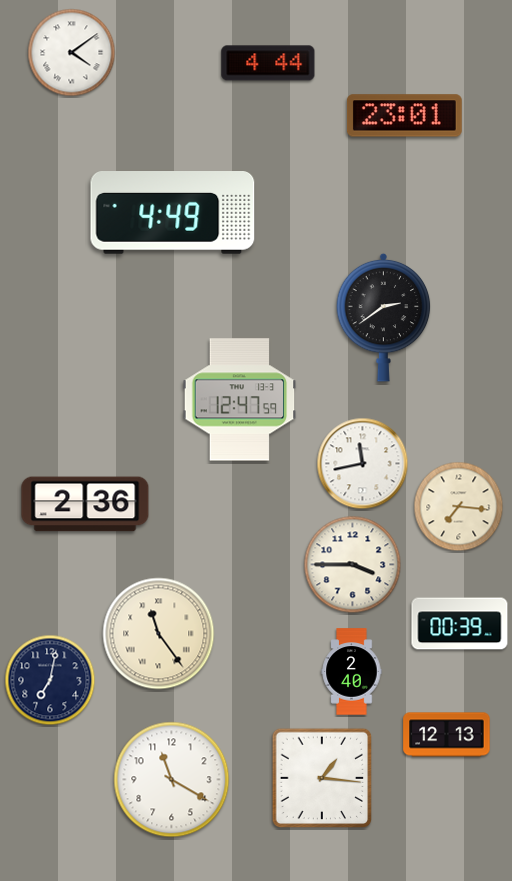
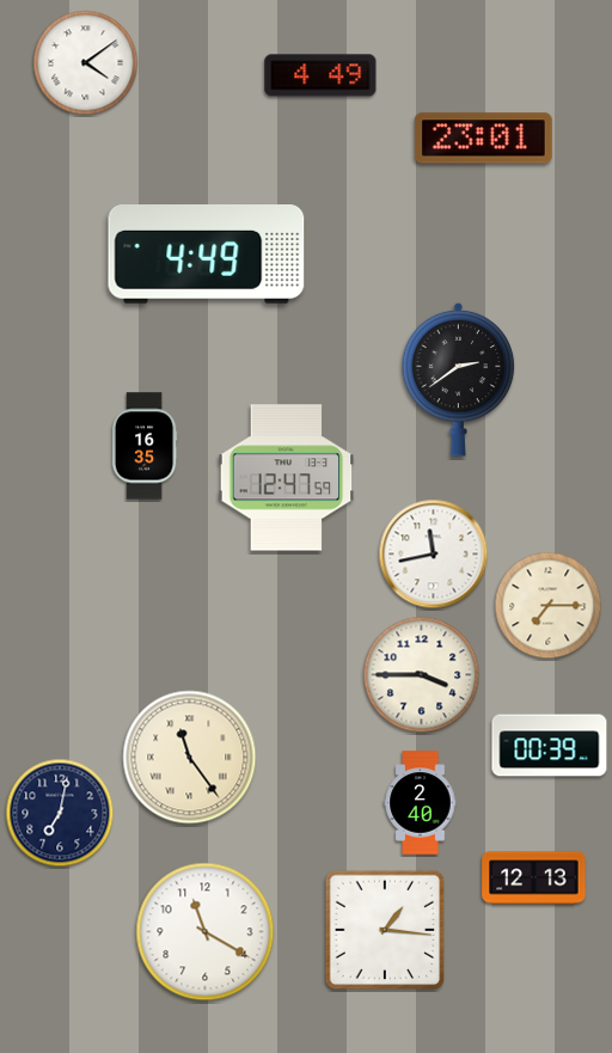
clock at (268, 63): 4:44 -> 4:49
clock at (145, 446): none -> 16:35
clock at (85, 504): 2:36 -> none
clock at (459, 507): 7:16 -> 7:15
